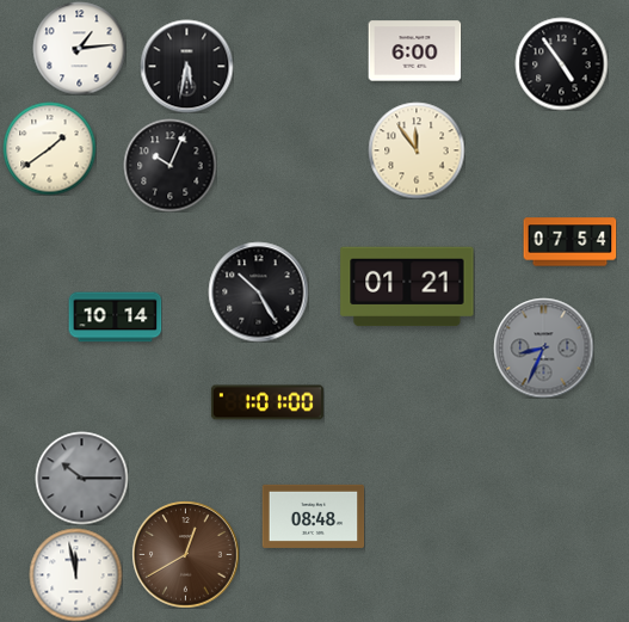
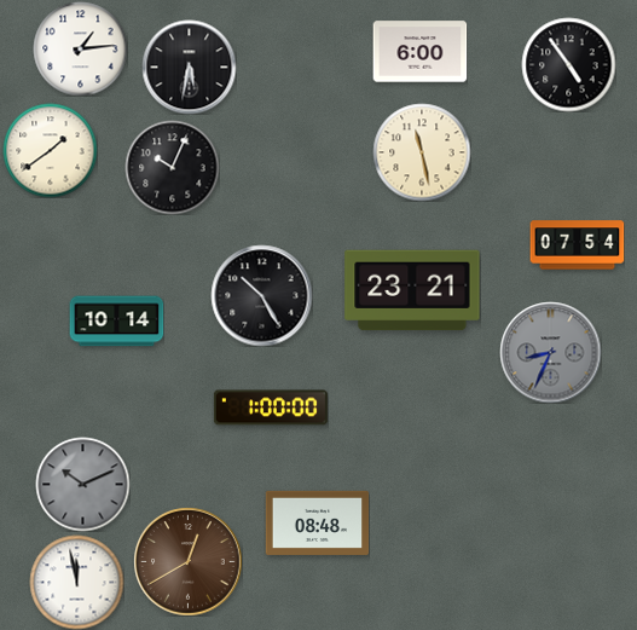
clock at (417, 150): 11:54 -> 11:28
clock at (407, 287): 01:21 -> 23:21
clock at (267, 402): 1:01 -> 1:00
clock at (81, 478): 10:15 -> 10:11
